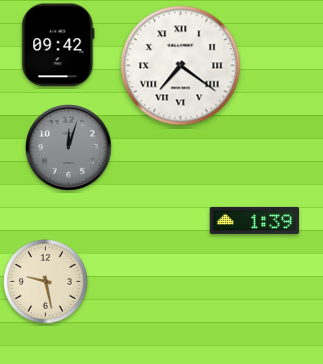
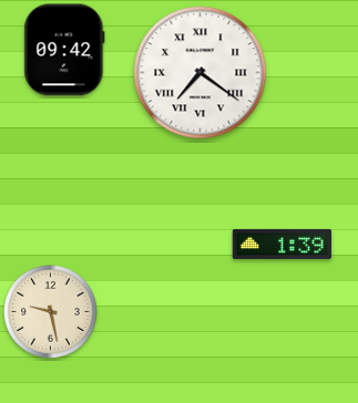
clock at (69, 148): 12:03 -> none
